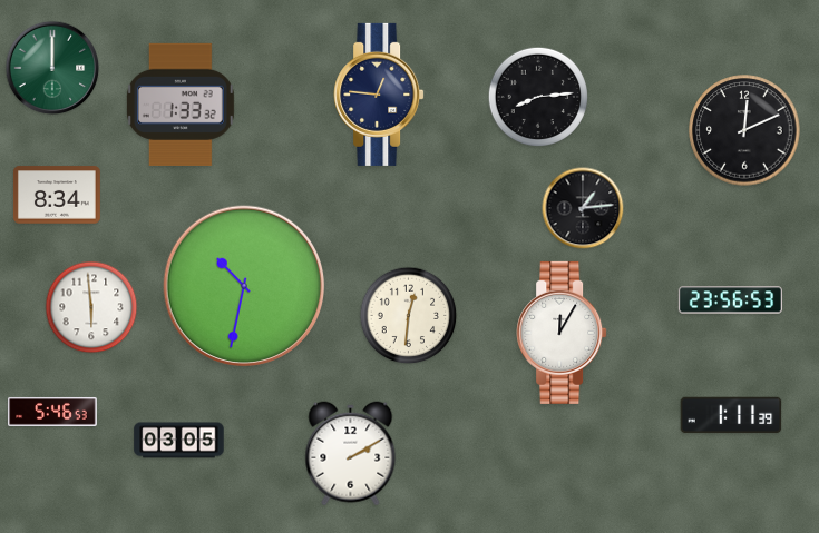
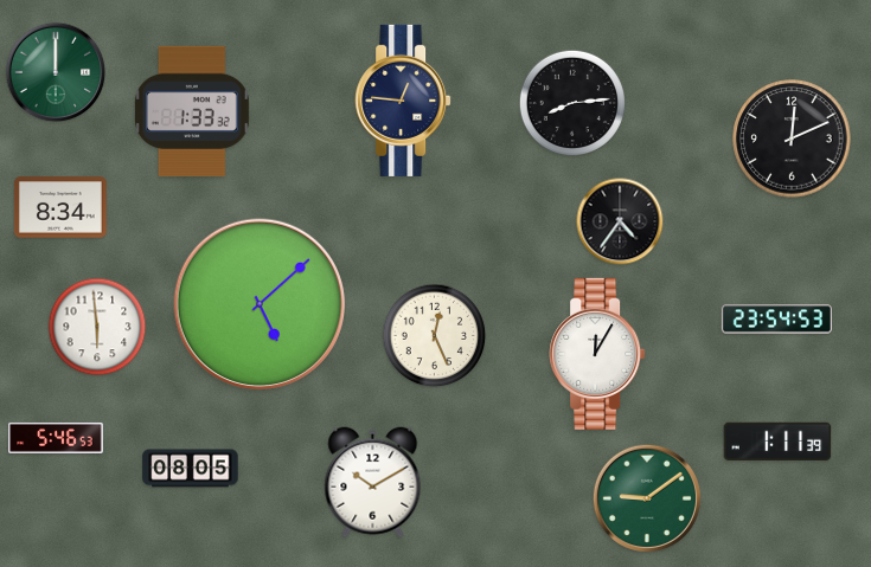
clock at (583, 208): 1:14 -> 4:36
clock at (244, 286): 10:32 -> 5:08
clock at (730, 300): 23:56 -> 23:54
clock at (409, 316): 12:31 -> 12:26
clock at (179, 441): 03:05 -> 08:05
clock at (351, 454): 2:10 -> 10:10
clock at (647, 498): none -> 9:09
